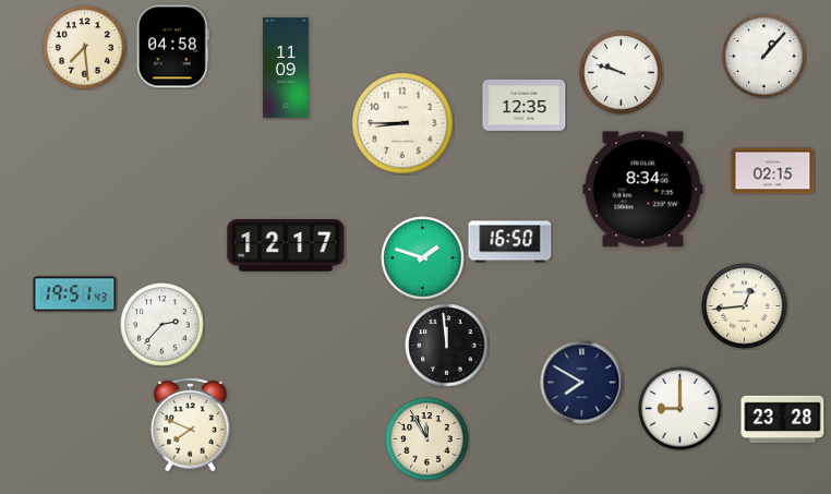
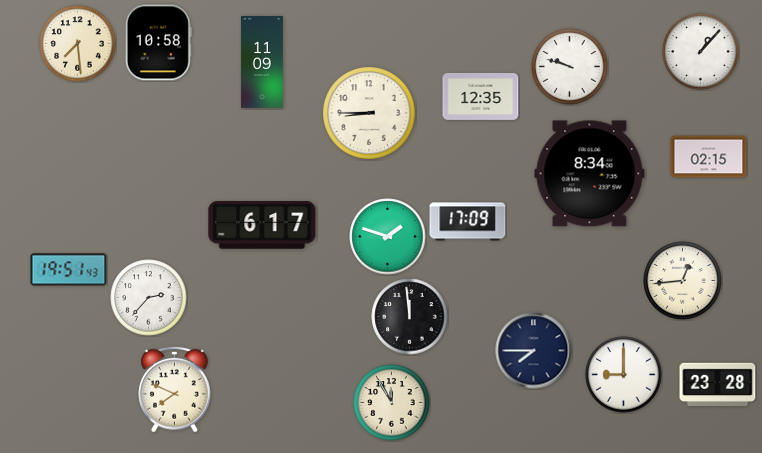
clock at (172, 47): 04:58 -> 10:58
clock at (510, 242): 16:50 -> 17:09
clock at (286, 245): 12:17 -> 6:17
clock at (582, 383): 7:50 -> 7:45
